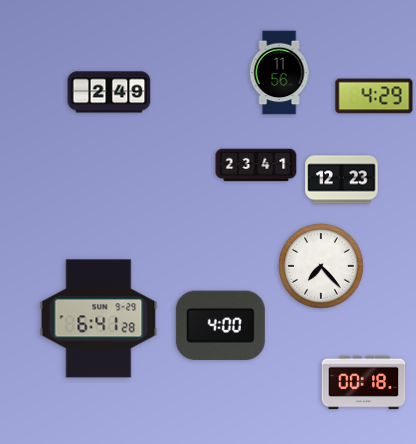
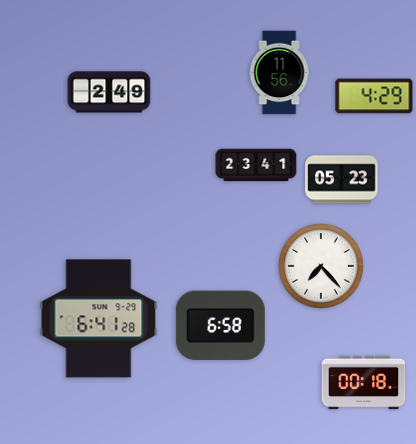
clock at (342, 180): 12:23 -> 05:23
clock at (220, 325): 4:00 -> 6:58
